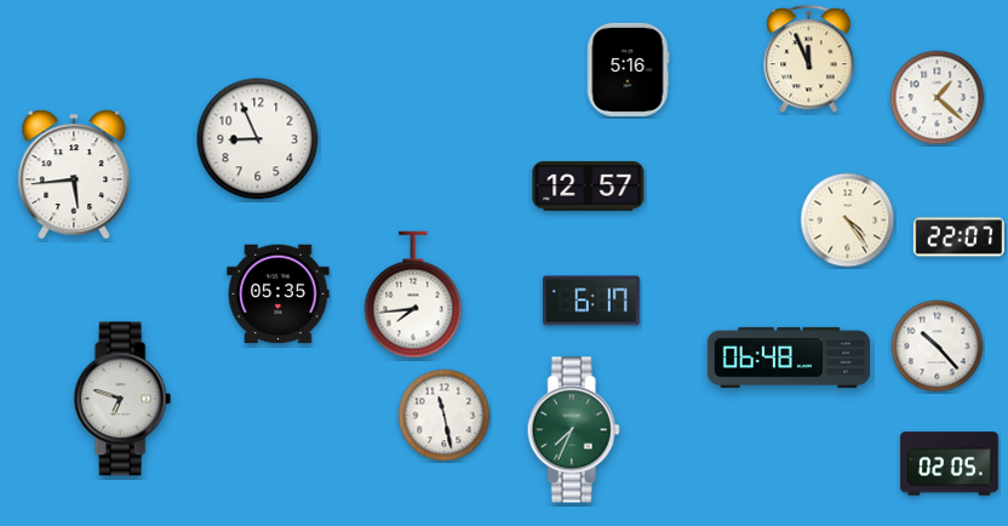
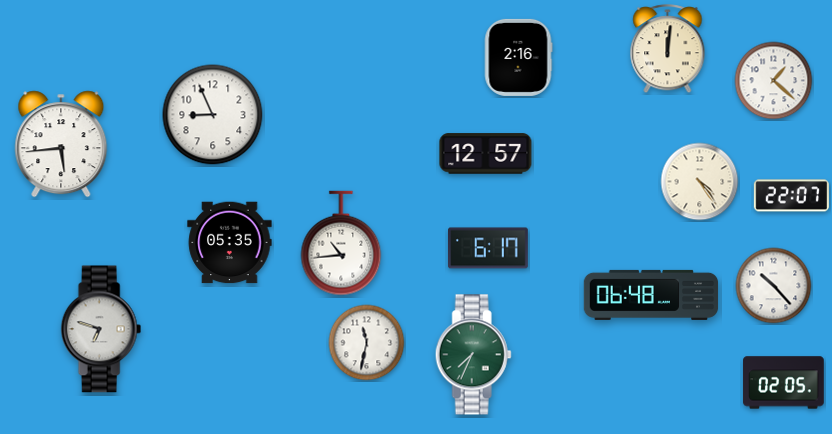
clock at (809, 59): 11:56 -> 12:01
clock at (628, 69): 5:16 -> 2:16
clock at (413, 295): 7:44 -> 10:44
clock at (445, 416): 11:28 -> 11:32
